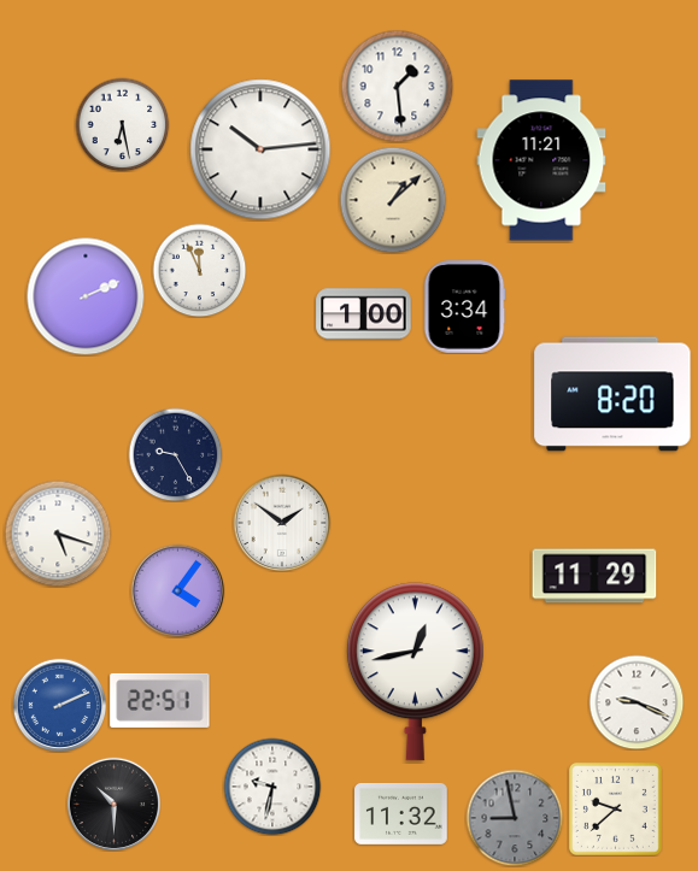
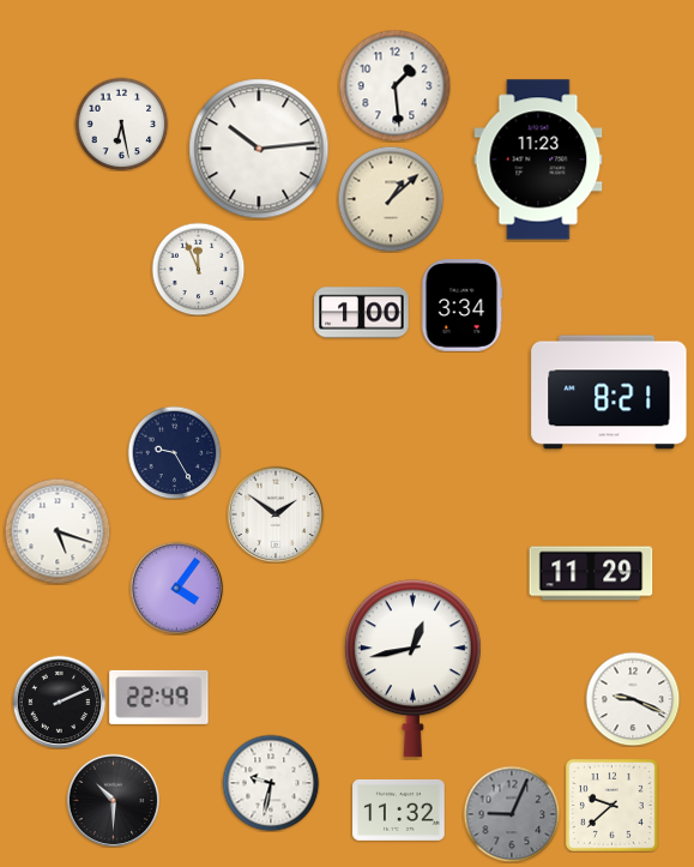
clock at (541, 160): 11:21 -> 11:23
clock at (86, 296): 2:11 -> none
clock at (612, 394): 8:20 -> 8:21
clock at (282, 523) position: (282, 523) -> (276, 514)
clock at (160, 700): 22:51 -> 22:49
clock at (59, 705) dial: blue -> black
clock at (515, 818): 8:58 -> 9:04
